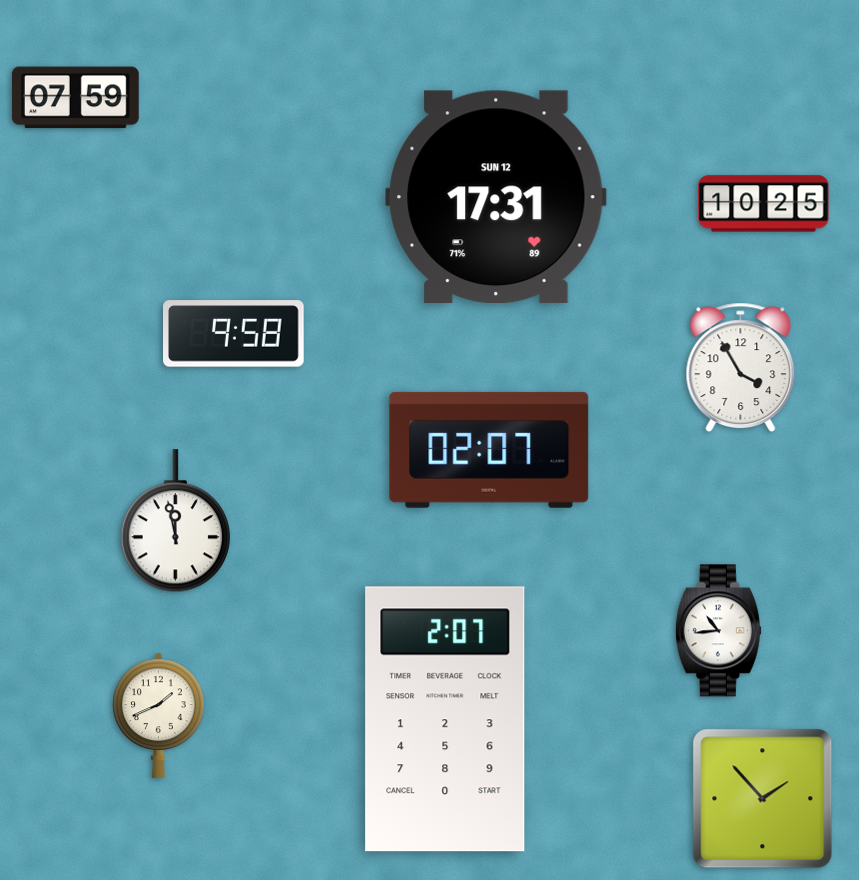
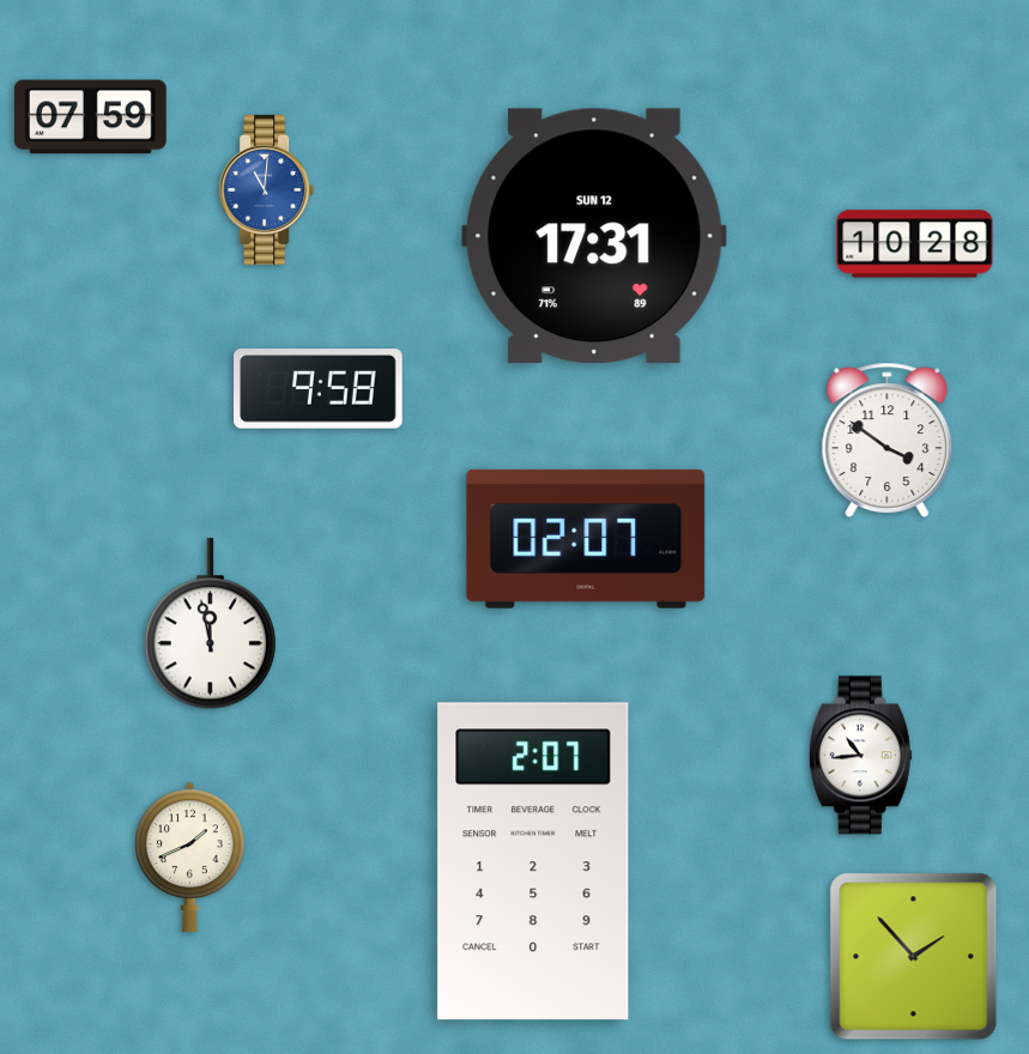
clock at (267, 189): none -> 11:01
clock at (764, 204): 10:25 -> 10:28
clock at (234, 334) position: (234, 334) -> (319, 389)
clock at (741, 367): 3:55 -> 3:51
